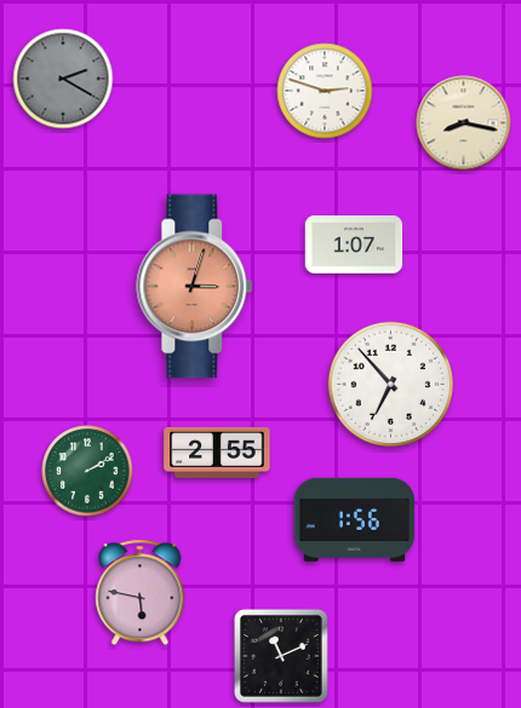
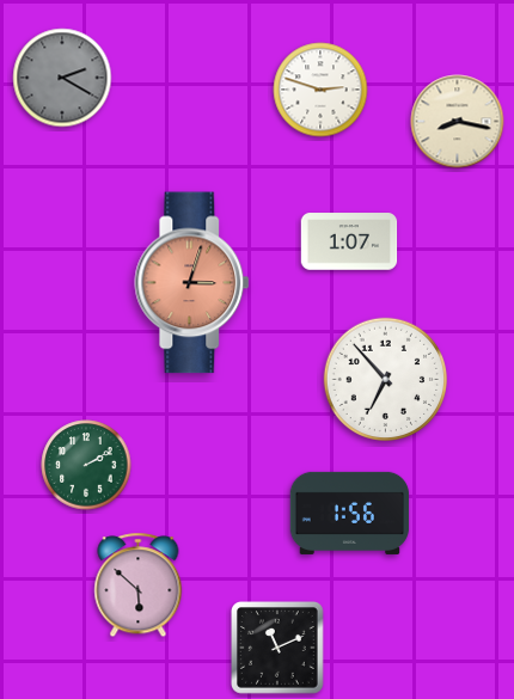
clock at (217, 453): 2:55 -> none
clock at (141, 593): 5:47 -> 5:52
